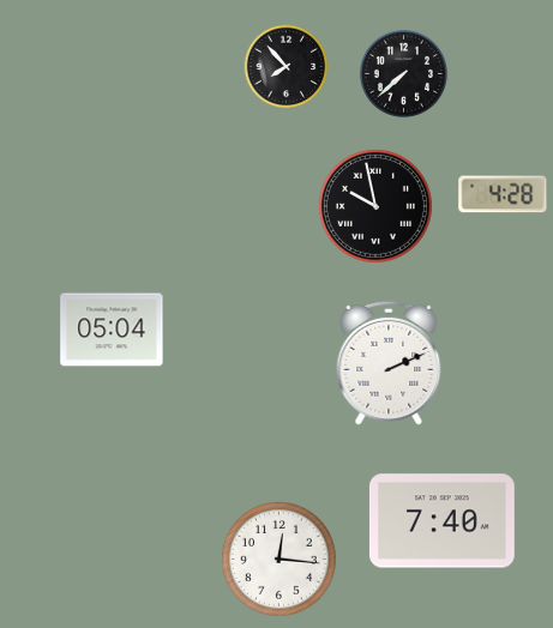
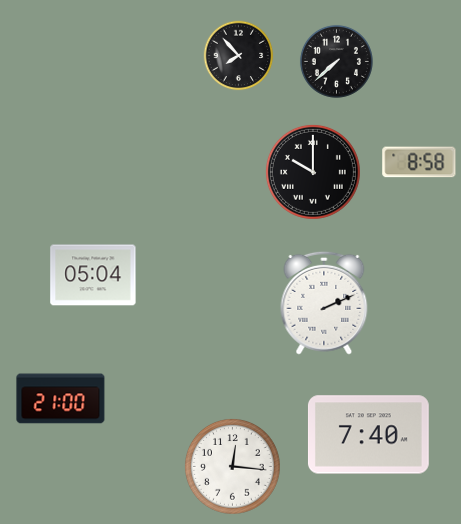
clock at (503, 194): 4:28 -> 8:58
clock at (375, 206): 9:58 -> 10:00
clock at (61, 399): none -> 21:00
